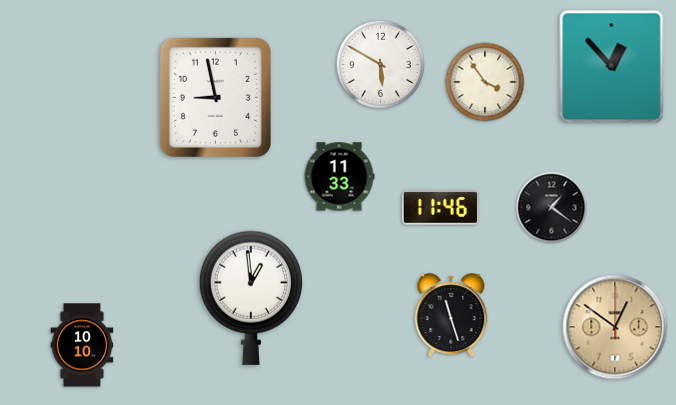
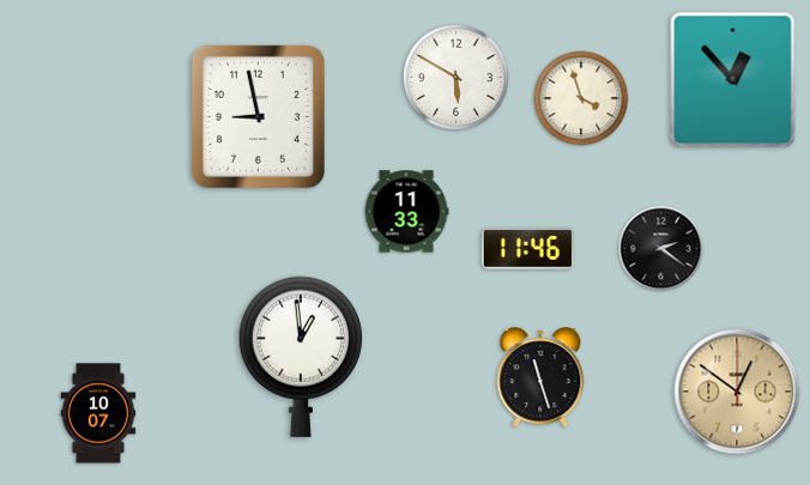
clock at (485, 82): 3:54 -> 3:57
clock at (552, 208): 1:21 -> 2:21
clock at (82, 345): 10:10 -> 10:07
